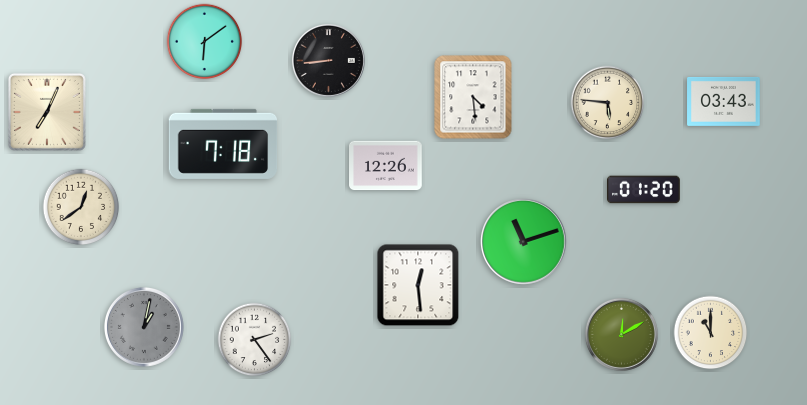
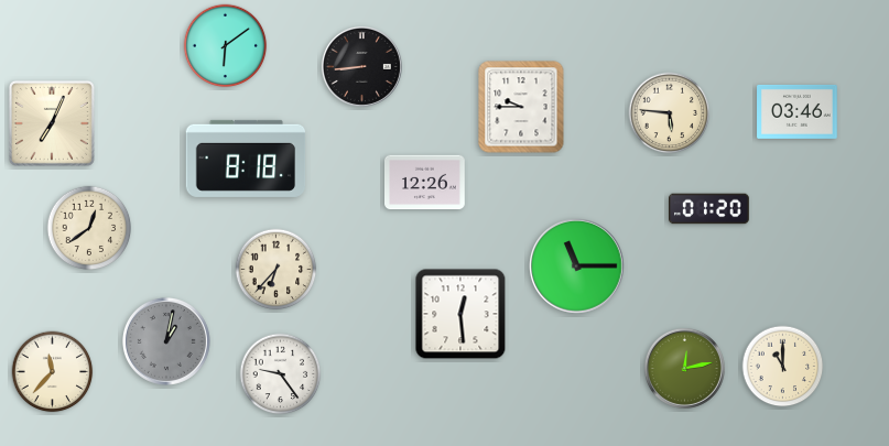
clock at (473, 97): 4:29 -> 9:45
clock at (724, 101): 03:43 -> 03:46
clock at (223, 144): 7:18 -> 8:18
clock at (524, 242): 11:12 -> 11:15
clock at (277, 270): none -> 6:37
clock at (144, 327) position: (144, 327) -> (166, 341)
clock at (621, 334): 12:10 -> 12:13
clock at (53, 372): none -> 11:37
clock at (255, 340): 2:24 -> 9:24
